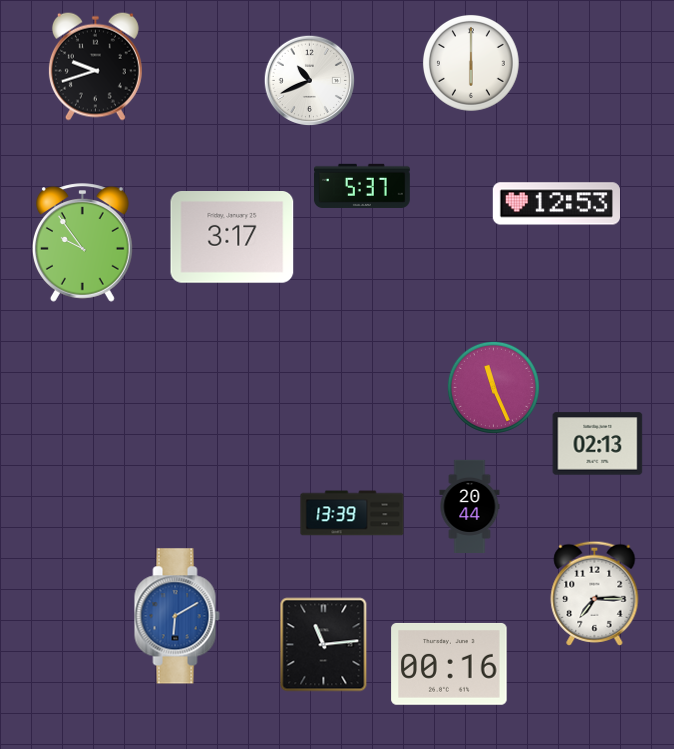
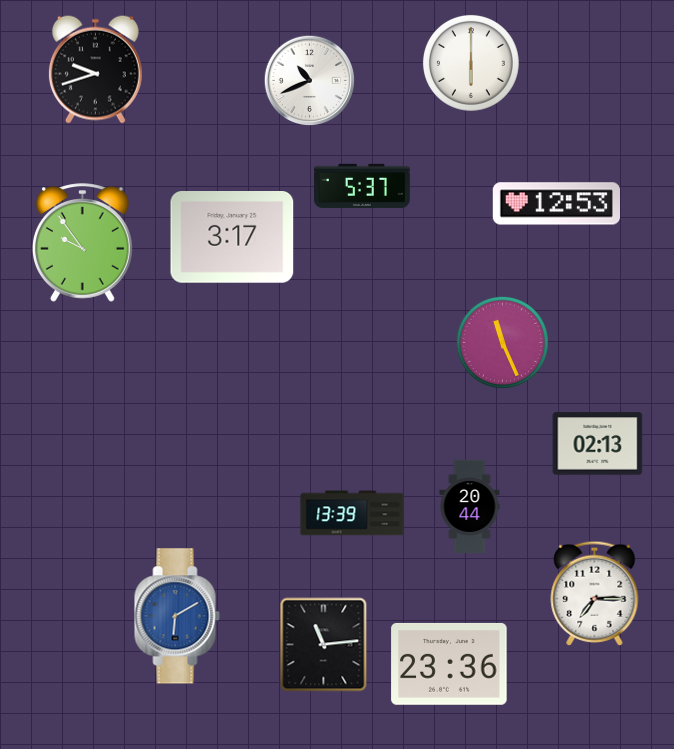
clock at (95, 66) position: (95, 66) -> (95, 69)
clock at (493, 387) position: (493, 387) -> (502, 342)
clock at (449, 664): 00:16 -> 23:36
